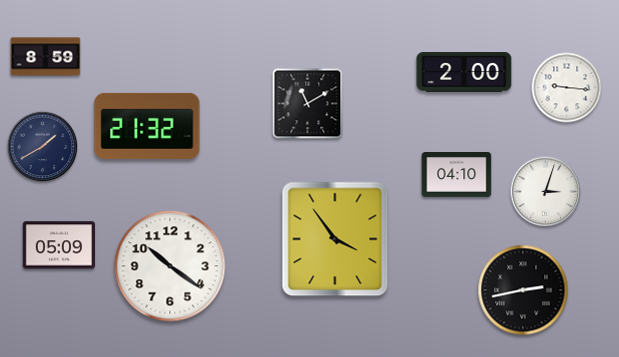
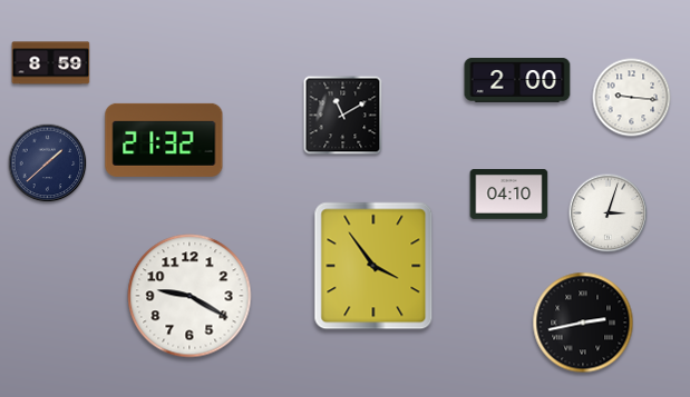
clock at (43, 147): 1:40 -> 1:38
clock at (58, 245): 05:09 -> none
clock at (170, 266): 10:21 -> 9:20
